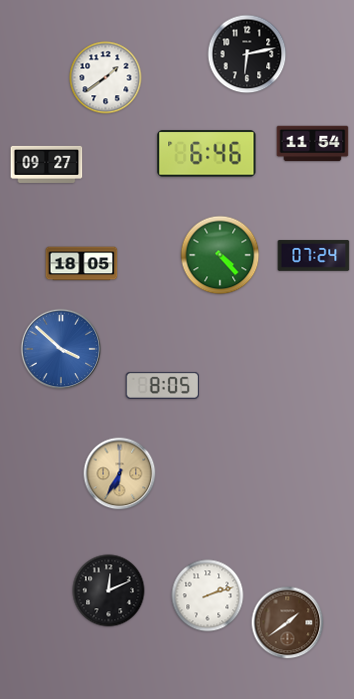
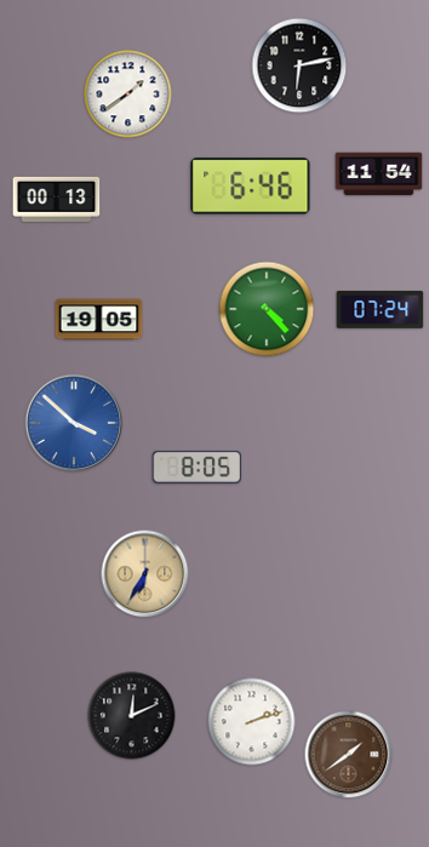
clock at (47, 164): 09:27 -> 00:13
clock at (82, 264): 18:05 -> 19:05
